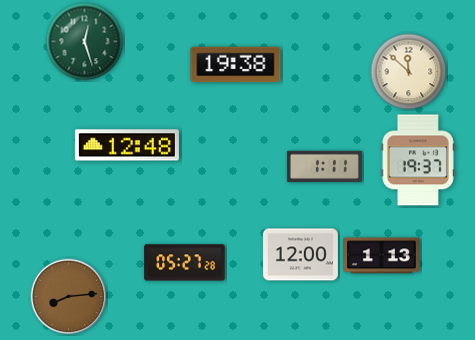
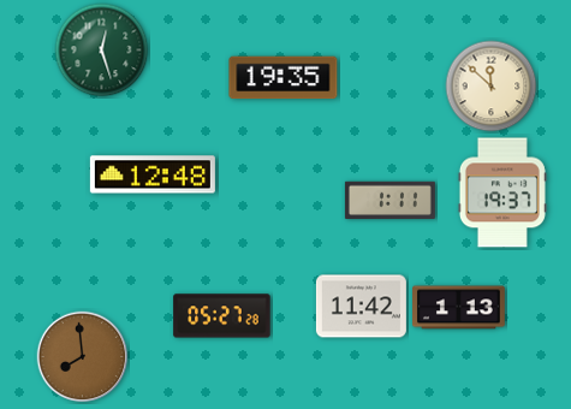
clock at (236, 65): 19:38 -> 19:35
clock at (300, 255): 12:00 -> 11:42
clock at (69, 297): 8:14 -> 7:59
